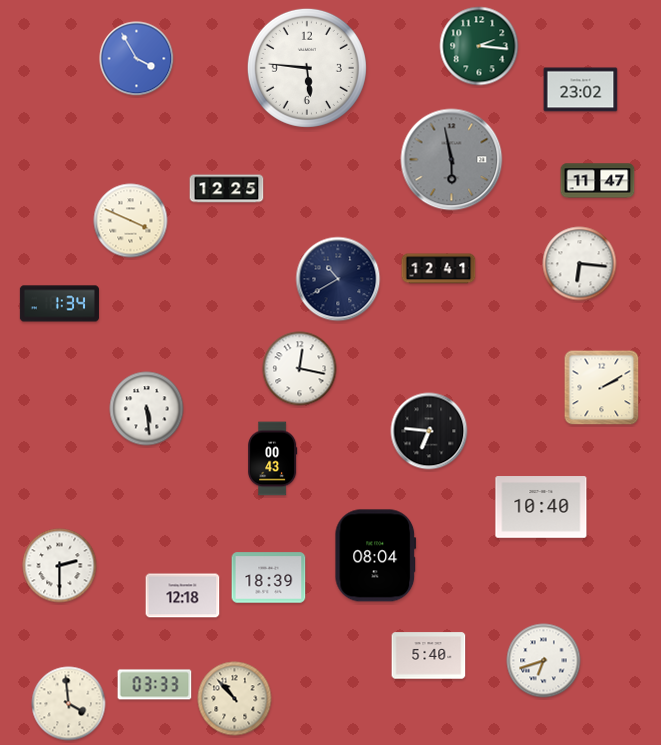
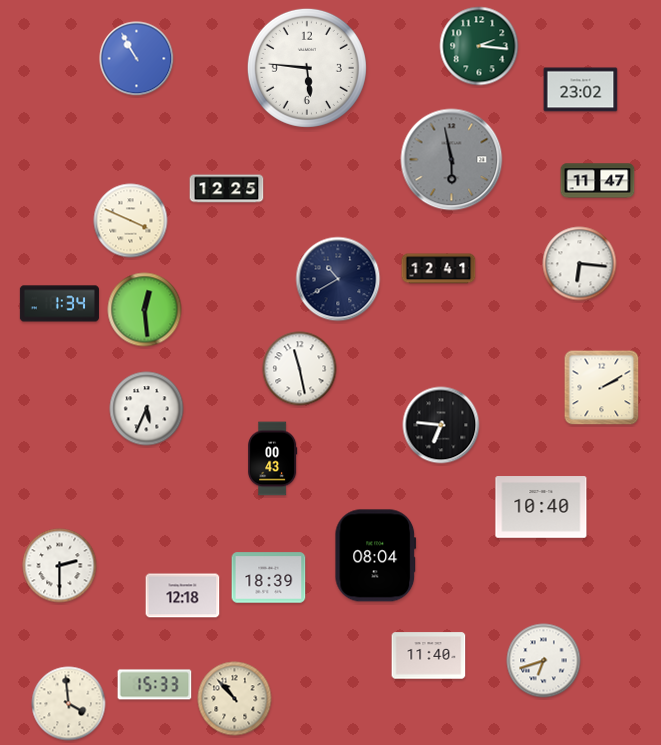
clock at (137, 59): 3:55 -> 10:55
clock at (145, 310): none -> 12:29
clock at (300, 369): 12:17 -> 11:28
clock at (147, 409): 5:29 -> 5:34
clock at (429, 431) position: (429, 431) -> (441, 425)
clock at (429, 656): 5:40 -> 11:40
clock at (155, 685): 03:33 -> 15:33
